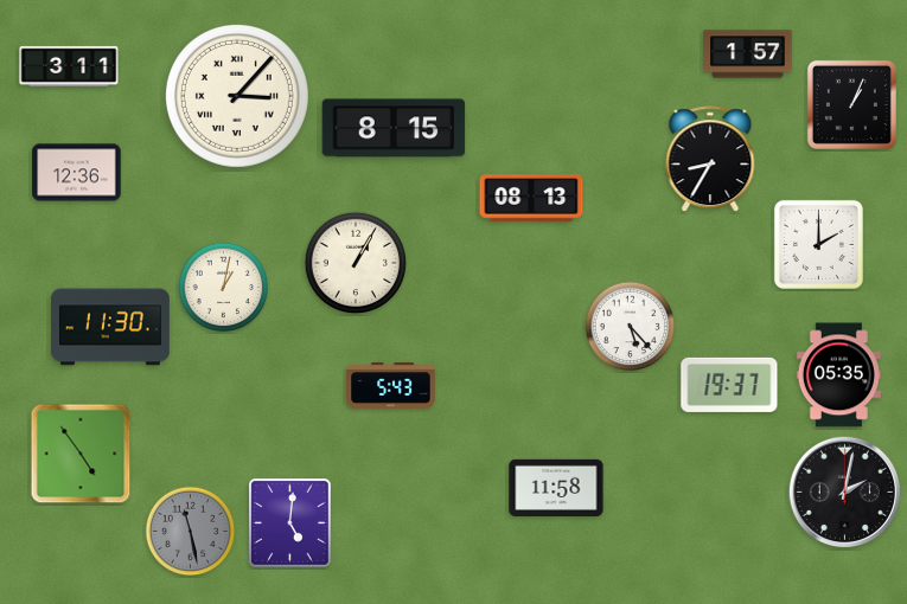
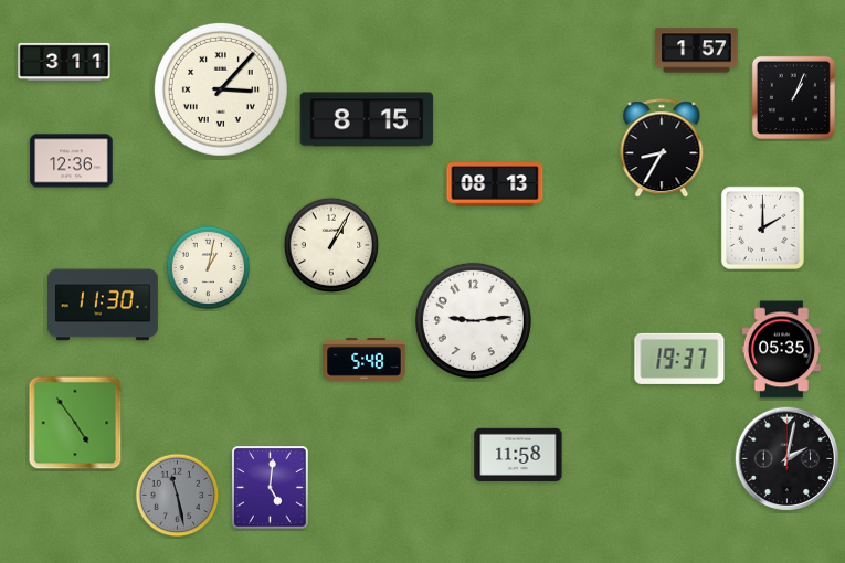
clock at (631, 327): 5:23 -> none
clock at (473, 320): none -> 9:14
clock at (391, 386): 5:43 -> 5:48
